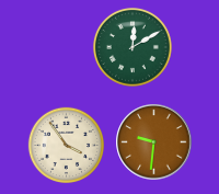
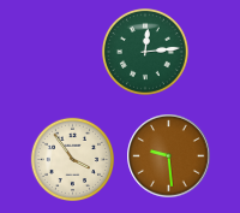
clock at (132, 47): 12:10 -> 12:14
clock at (154, 142): 9:31 -> 9:29
